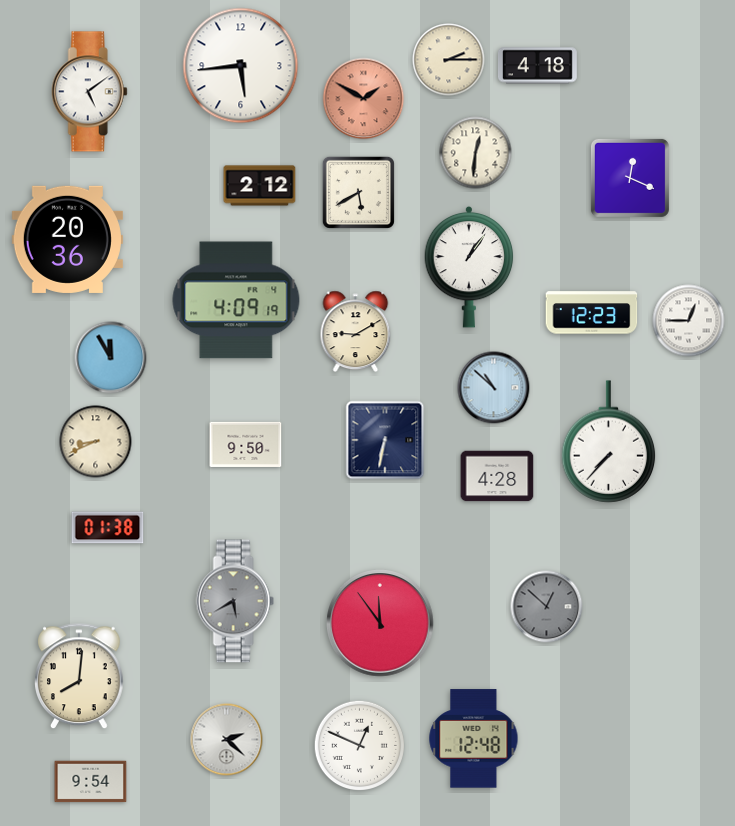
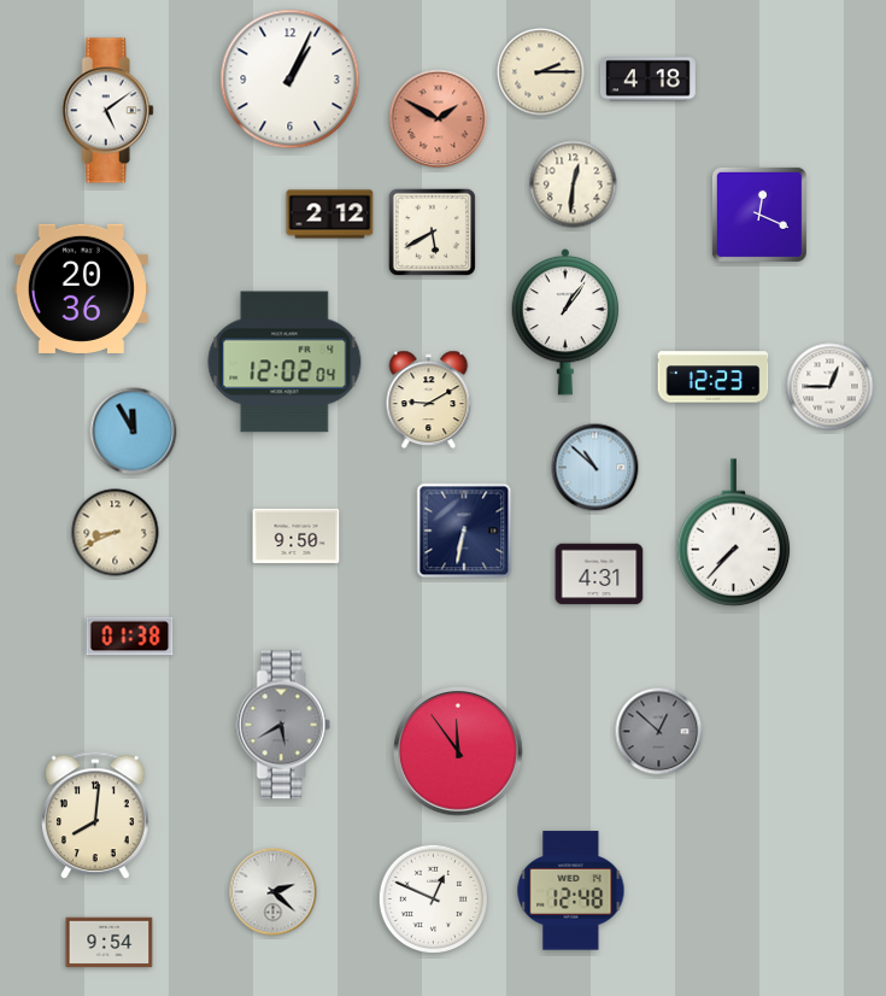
clock at (241, 66): 5:44 -> 1:04
clock at (260, 186) position: (260, 186) -> (330, 215)
clock at (236, 300): 4:09 -> 12:02
clock at (497, 476): 4:28 -> 4:31
